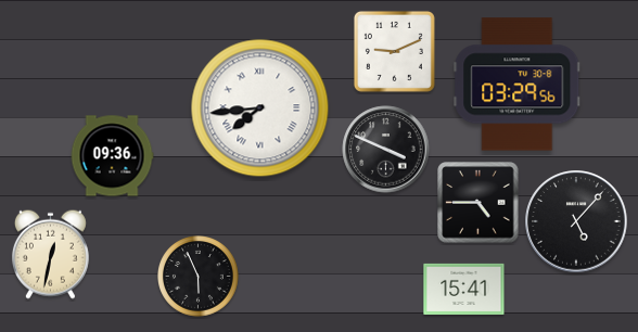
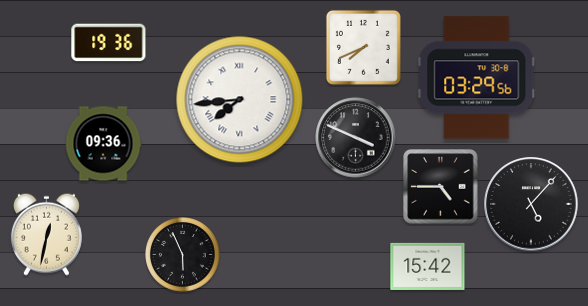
clock at (109, 43): none -> 19:36
clock at (394, 51): 9:11 -> 7:41
clock at (464, 289): 15:41 -> 15:42
